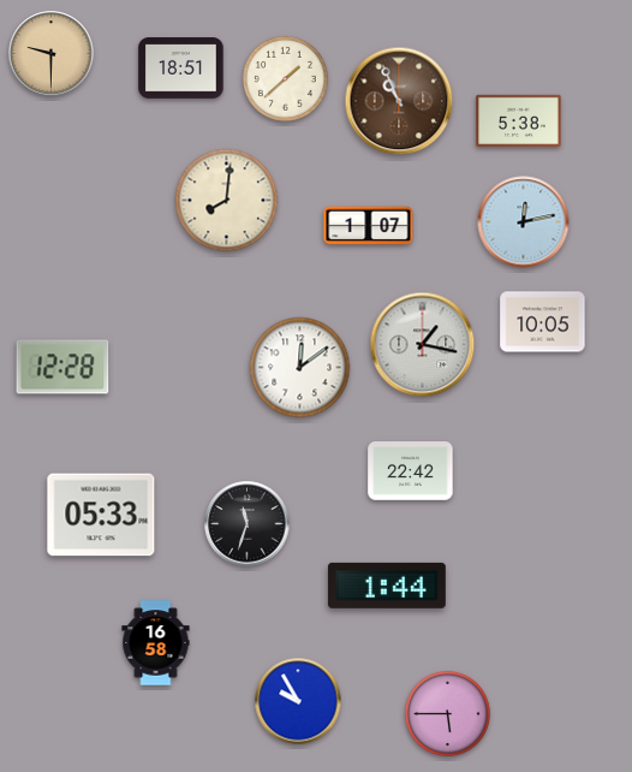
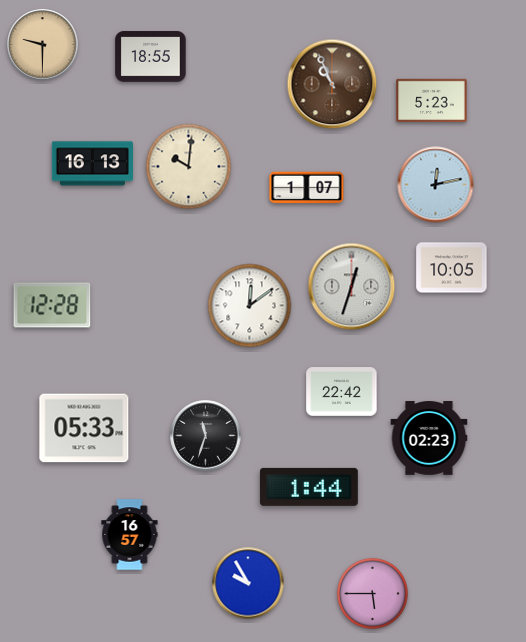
clock at (181, 69): 18:51 -> 18:55
clock at (285, 78): 1:38 -> none
clock at (519, 120): 5:38 -> 5:23
clock at (92, 164): none -> 16:13
clock at (227, 201): 8:01 -> 10:01
clock at (423, 345): 1:17 -> 12:33
clock at (429, 438): none -> 02:23
clock at (387, 586) position: (387, 586) -> (309, 487)
clock at (156, 643): 16:58 -> 16:57
